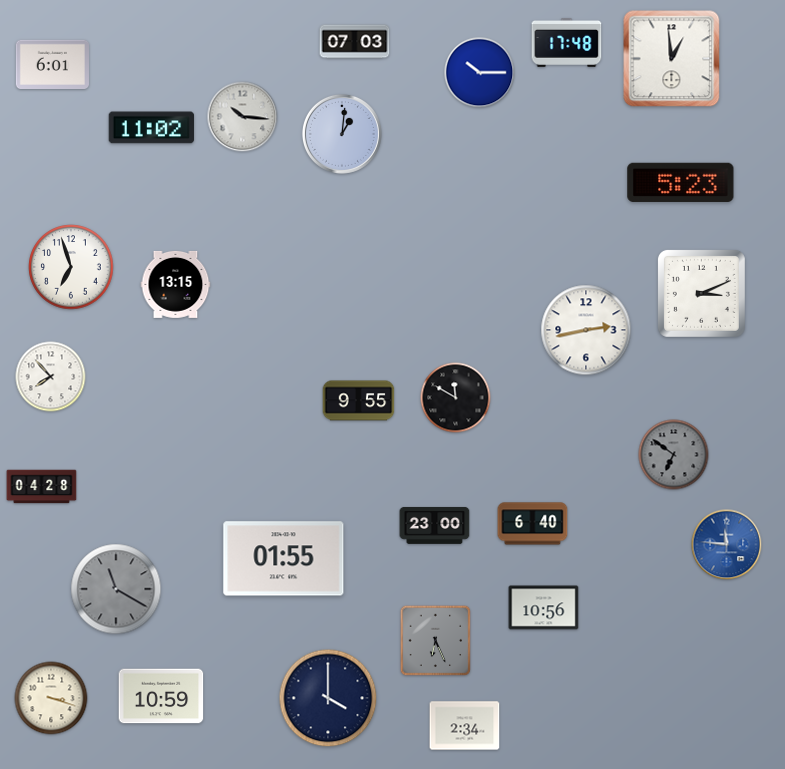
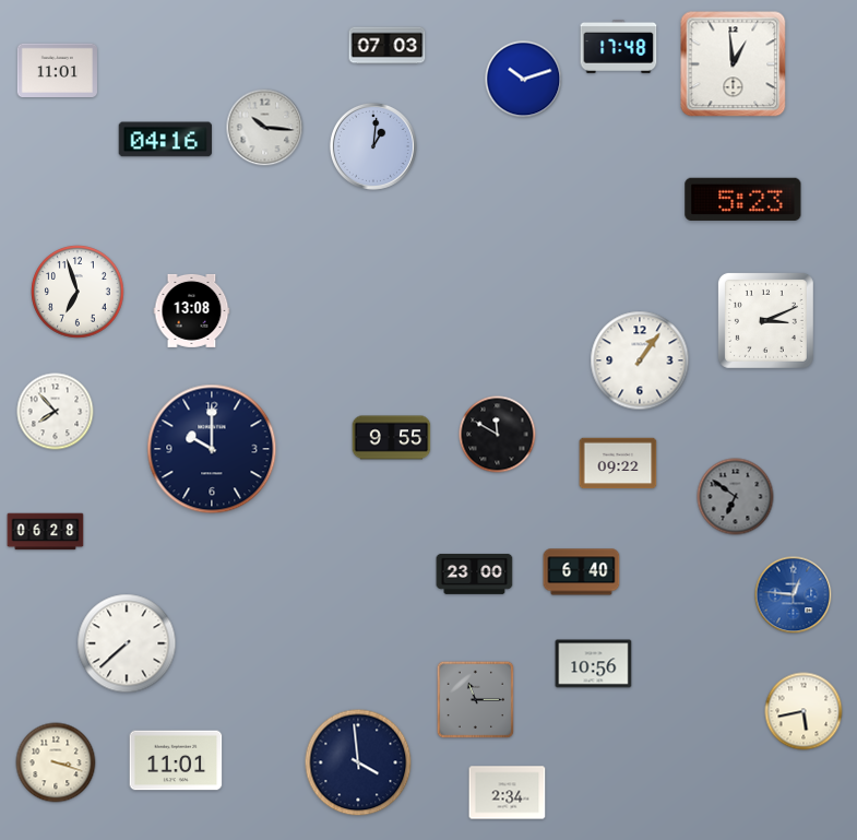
clock at (52, 64): 6:01 -> 11:01
clock at (480, 73): 10:15 -> 10:12
clock at (152, 128): 11:02 -> 04:16
clock at (176, 284): 13:15 -> 13:08
clock at (586, 330): 2:43 -> 1:06
clock at (212, 449): none -> 10:00
clock at (618, 463): none -> 09:22
clock at (42, 487): 04:28 -> 06:28
clock at (727, 545): 11:46 -> 12:46
clock at (284, 559): 01:55 -> none
clock at (116, 589): 11:20 -> 7:38
clock at (116, 589) dial: grey -> white
clock at (436, 641): 6:26 -> 11:15
clock at (804, 711): none -> 5:43
clock at (161, 696): 10:59 -> 11:01
clock at (328, 698): 4:00 -> 3:59
